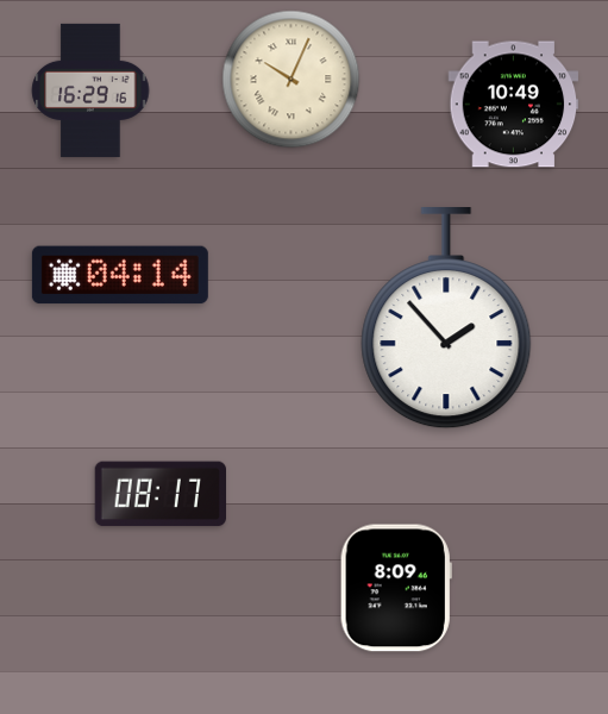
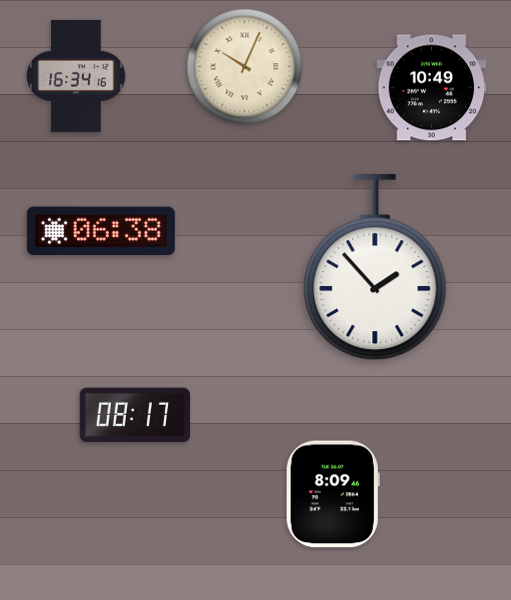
clock at (90, 90): 16:29 -> 16:34
clock at (120, 275): 04:14 -> 06:38
